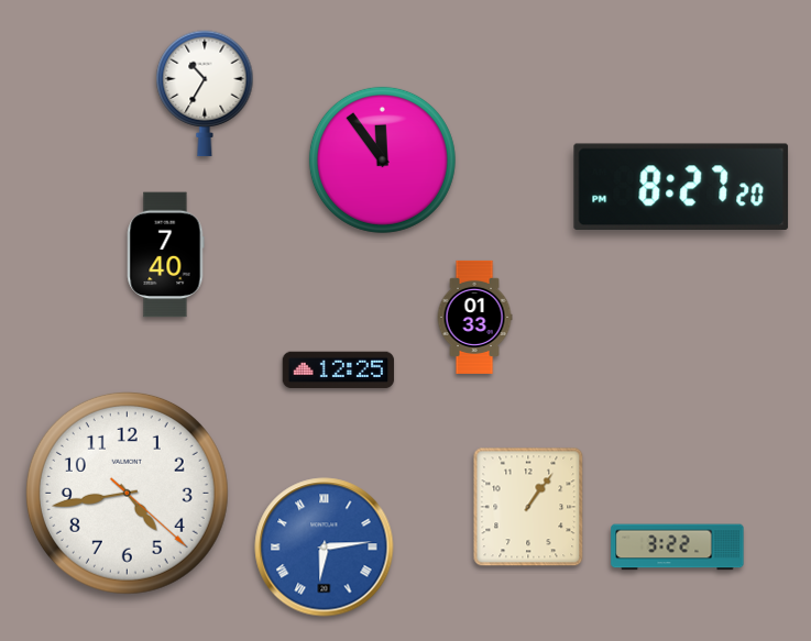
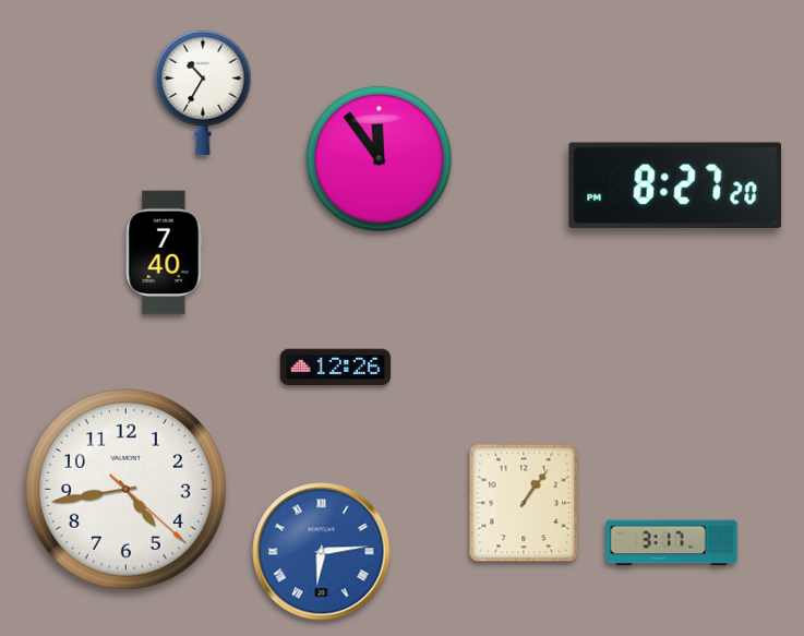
clock at (474, 317): 01:33 -> none
clock at (339, 371): 12:25 -> 12:26
clock at (325, 548) position: (325, 548) -> (322, 552)
clock at (678, 548): 3:22 -> 3:17
